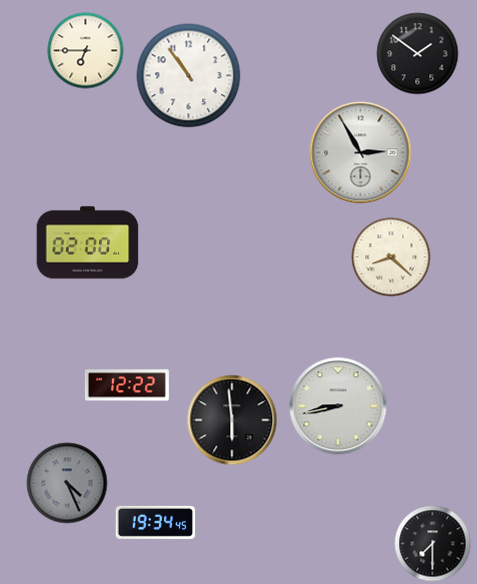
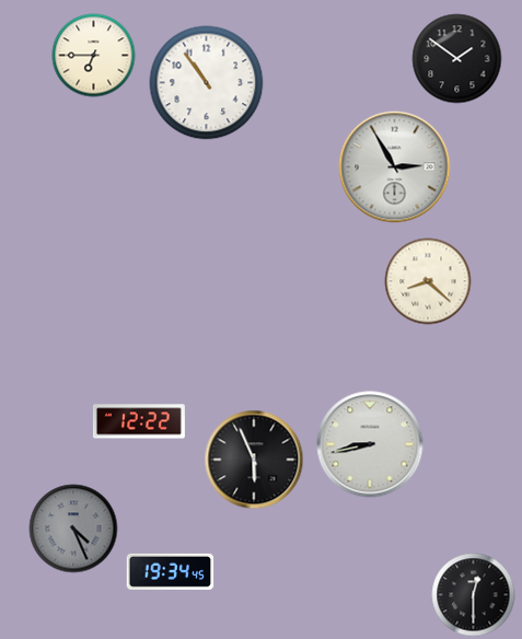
clock at (88, 243): 02:00 -> none
clock at (232, 420): 5:59 -> 5:56
clock at (433, 544): 7:30 -> 12:30
